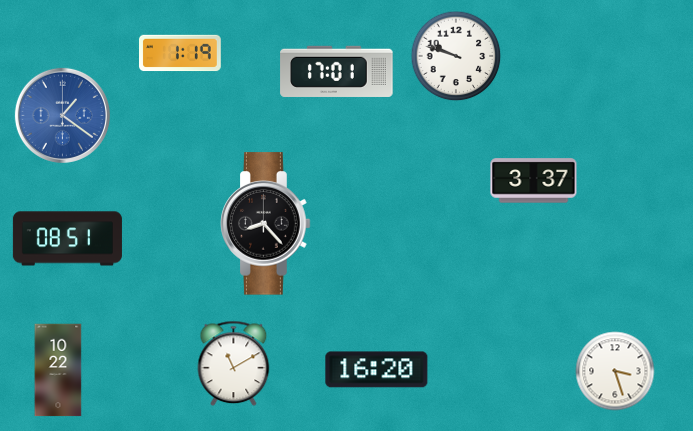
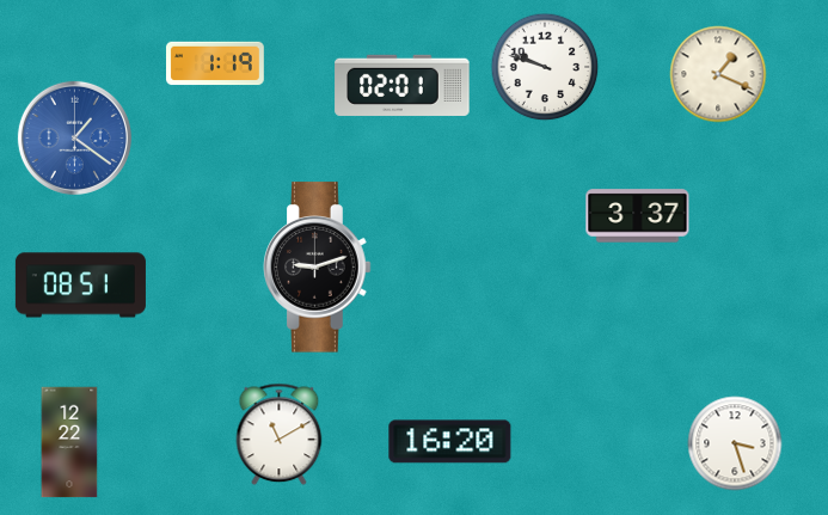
clock at (718, 74): none -> 1:19
clock at (337, 71): 17:01 -> 02:01
clock at (266, 224): 8:23 -> 9:12
clock at (58, 370): 10:22 -> 12:22
